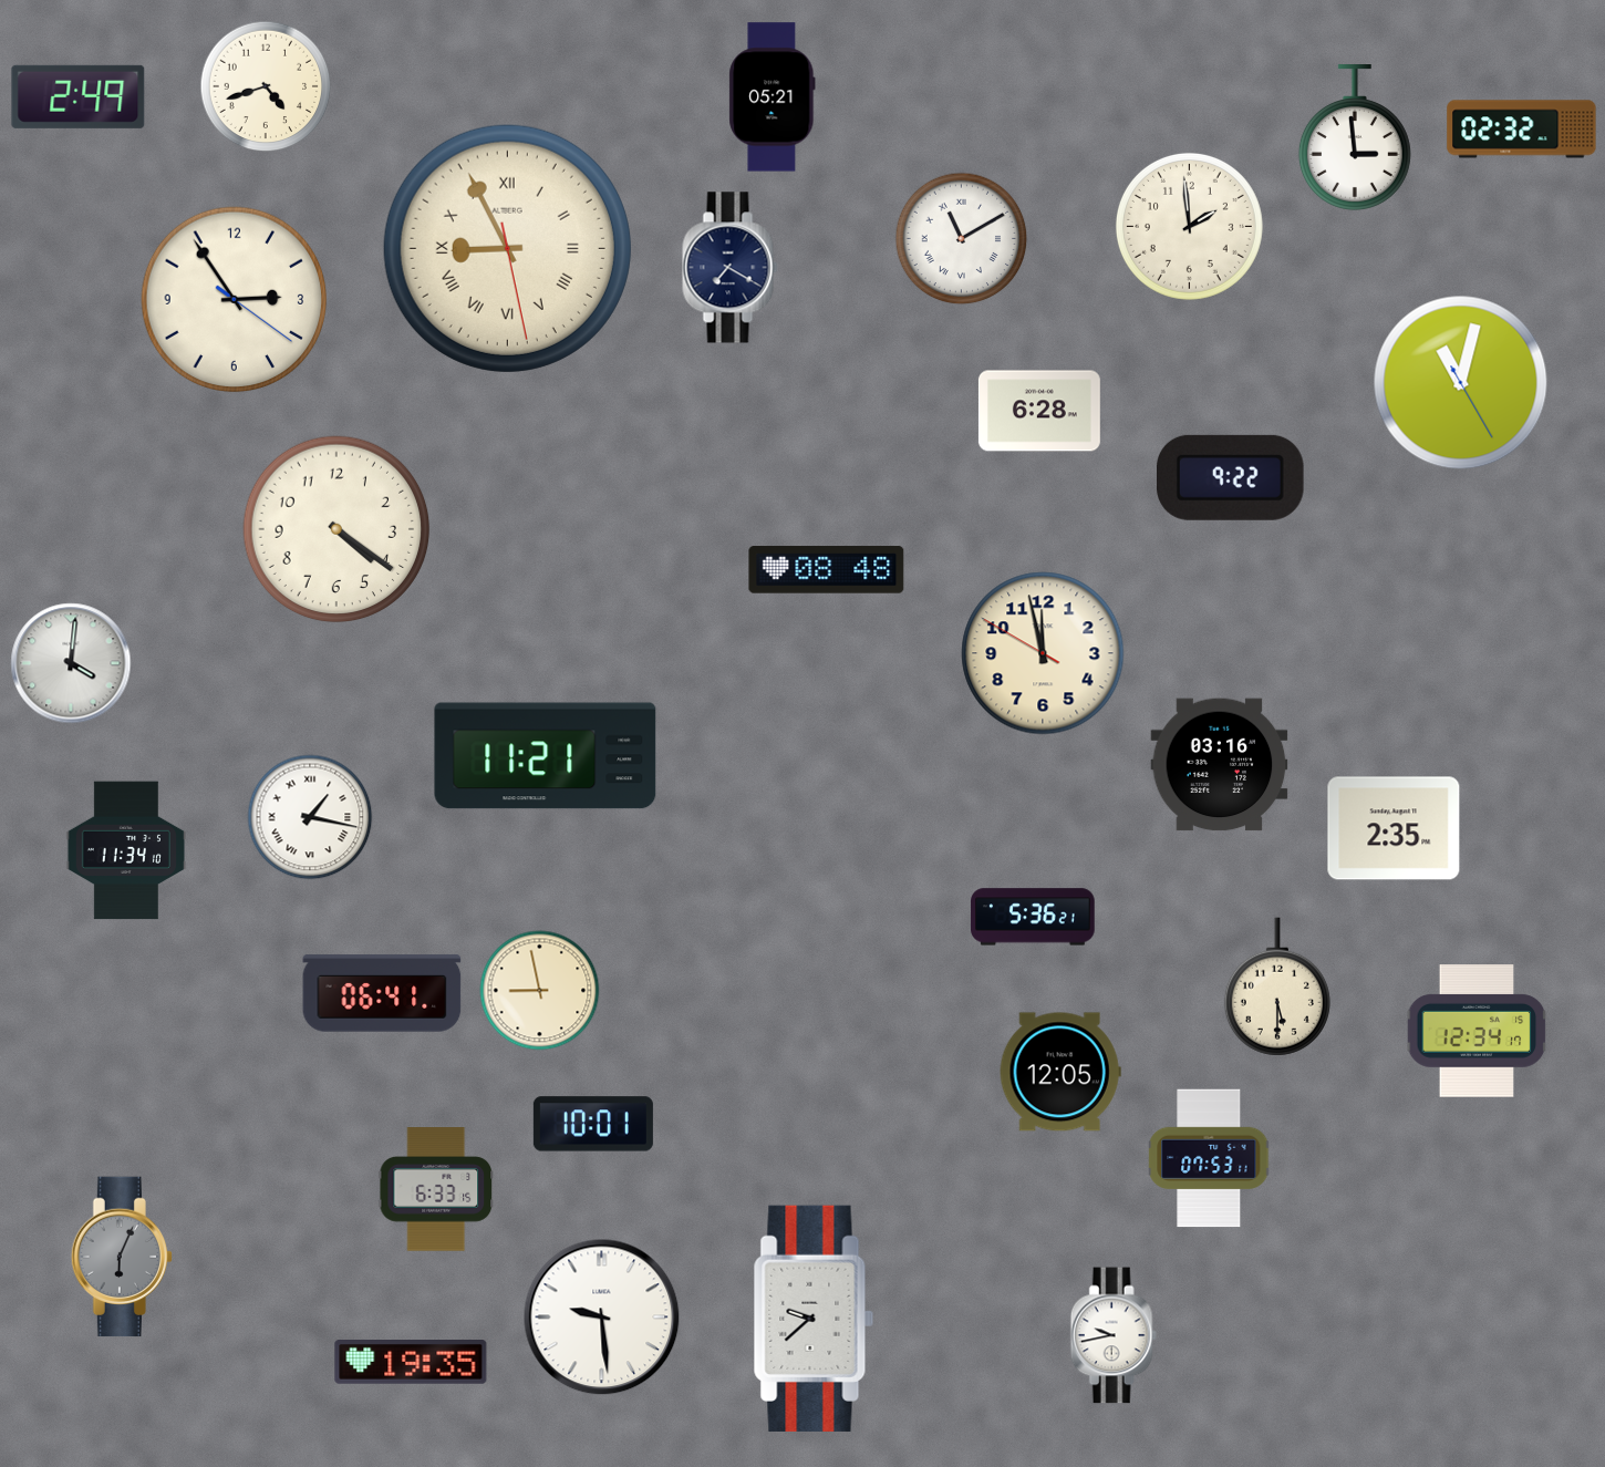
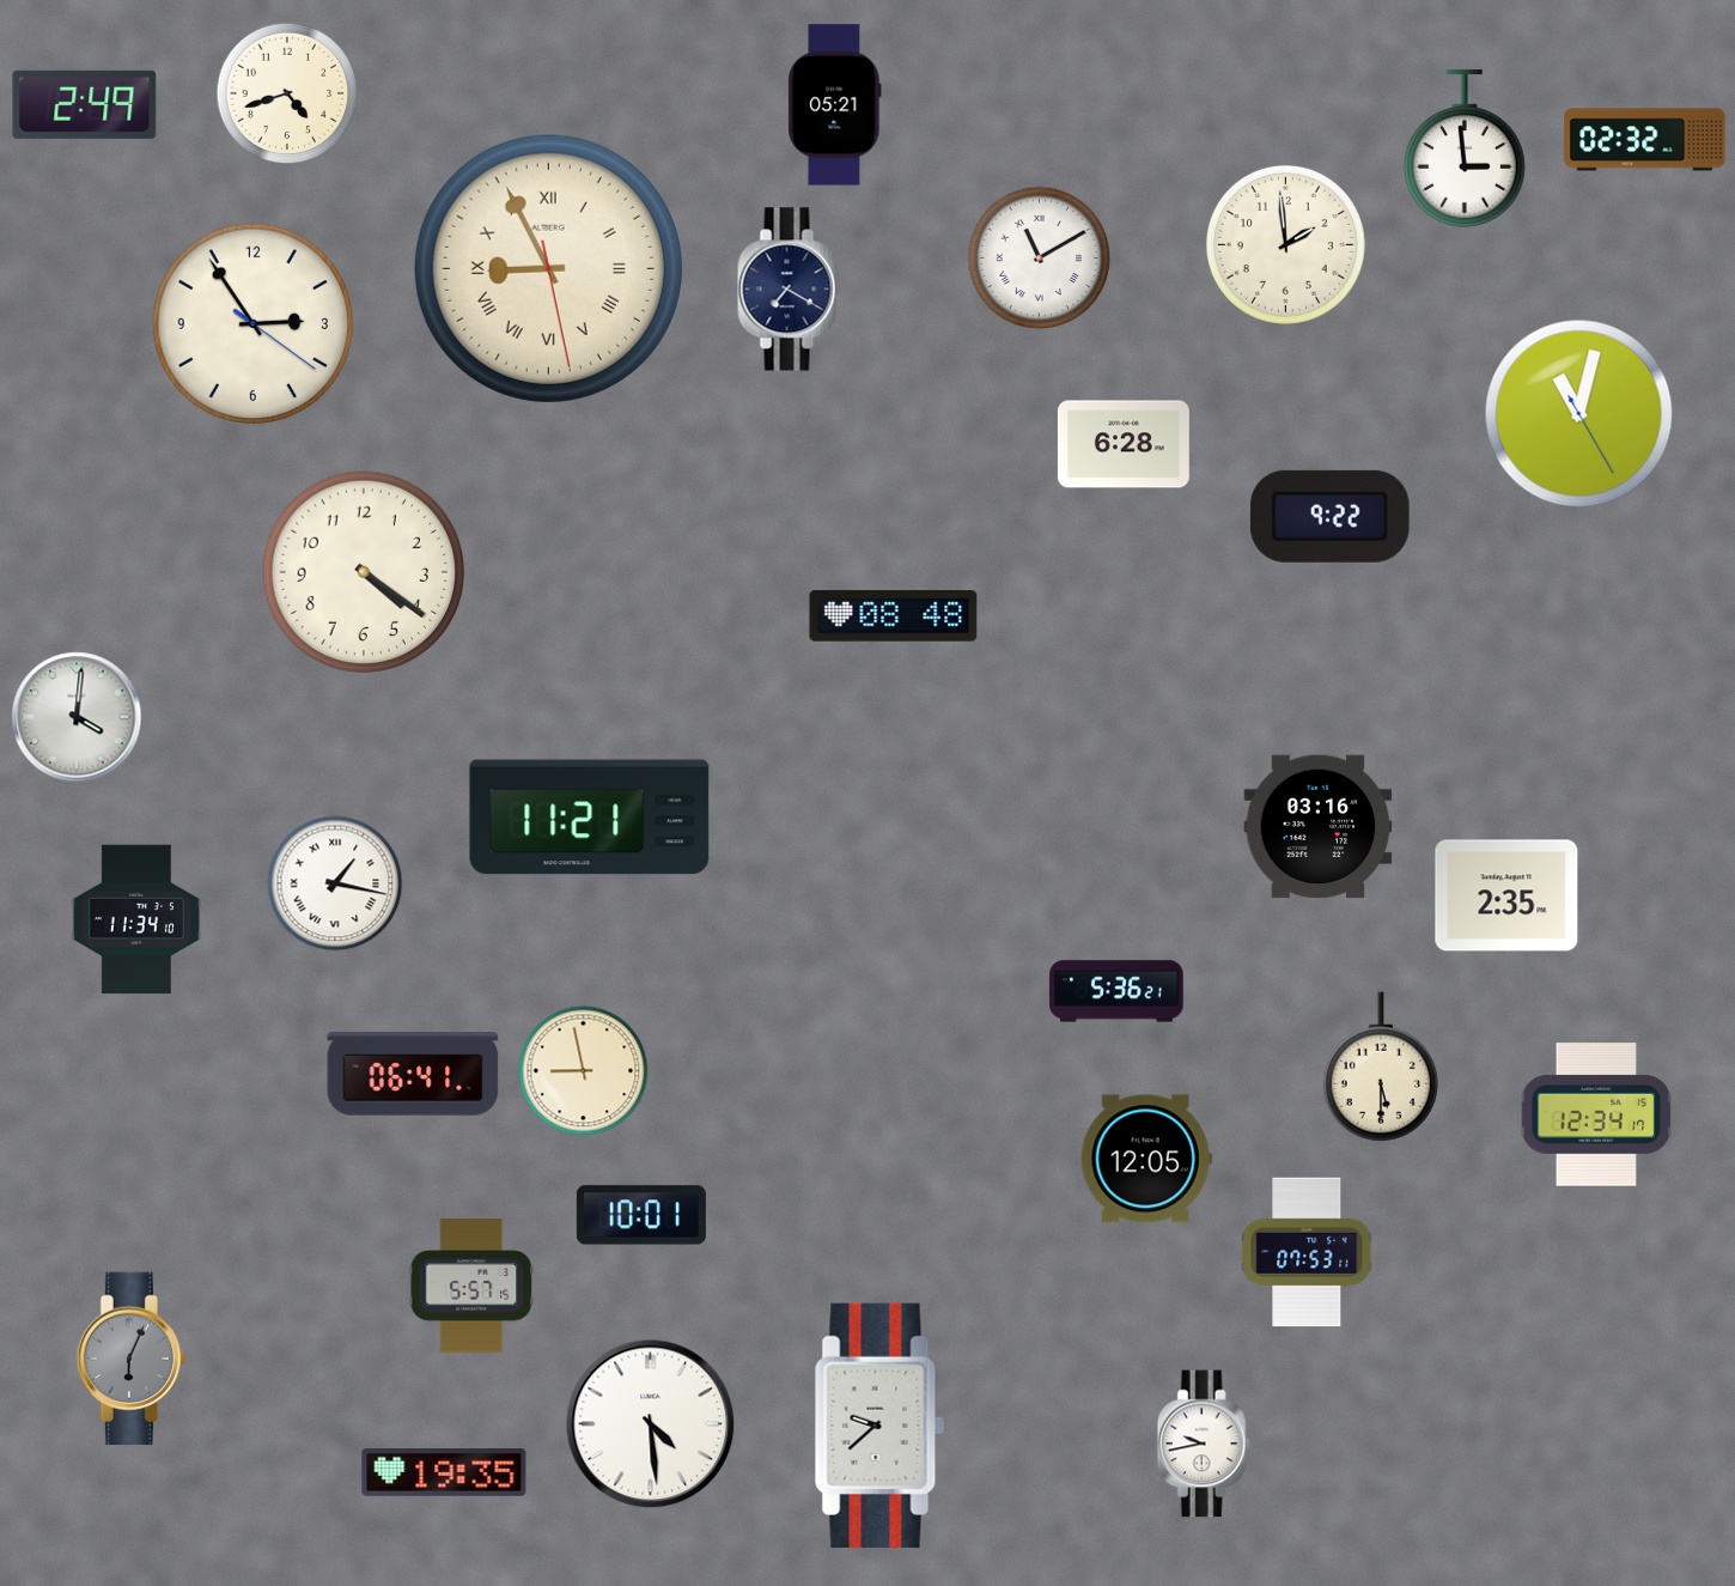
clock at (1043, 653): 11:57 -> none
clock at (436, 1189): 6:33 -> 5:57
clock at (602, 1318): 9:29 -> 4:29
